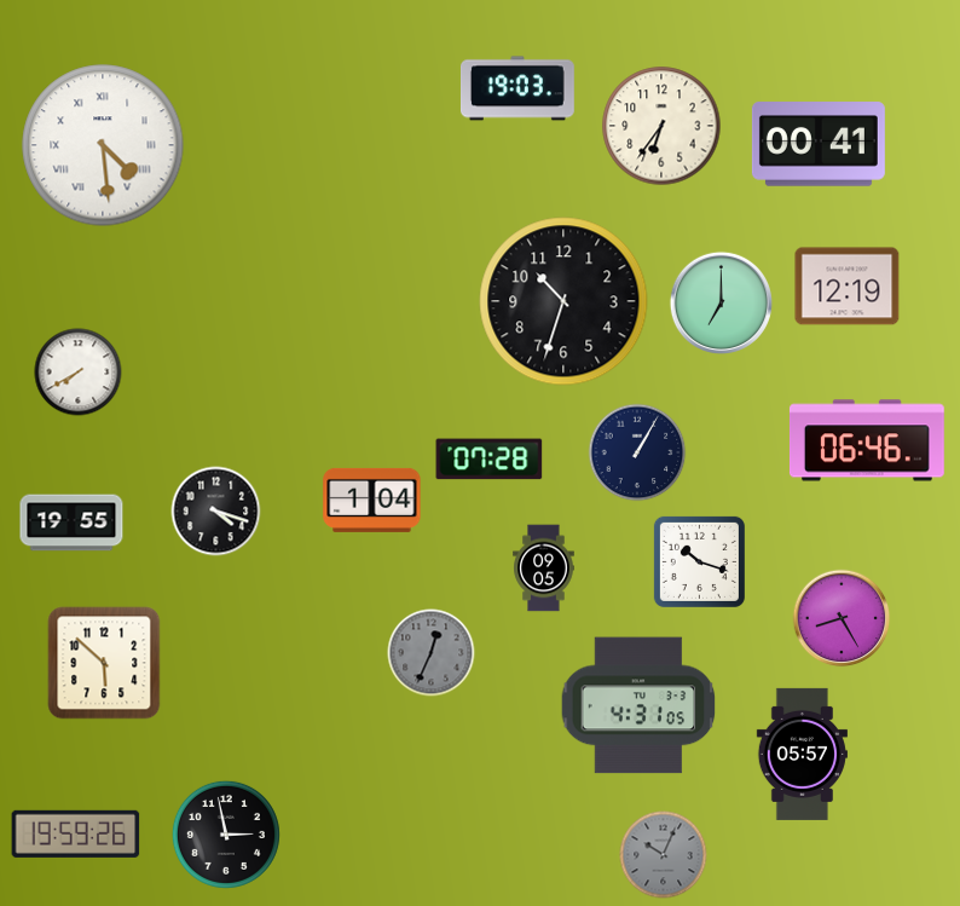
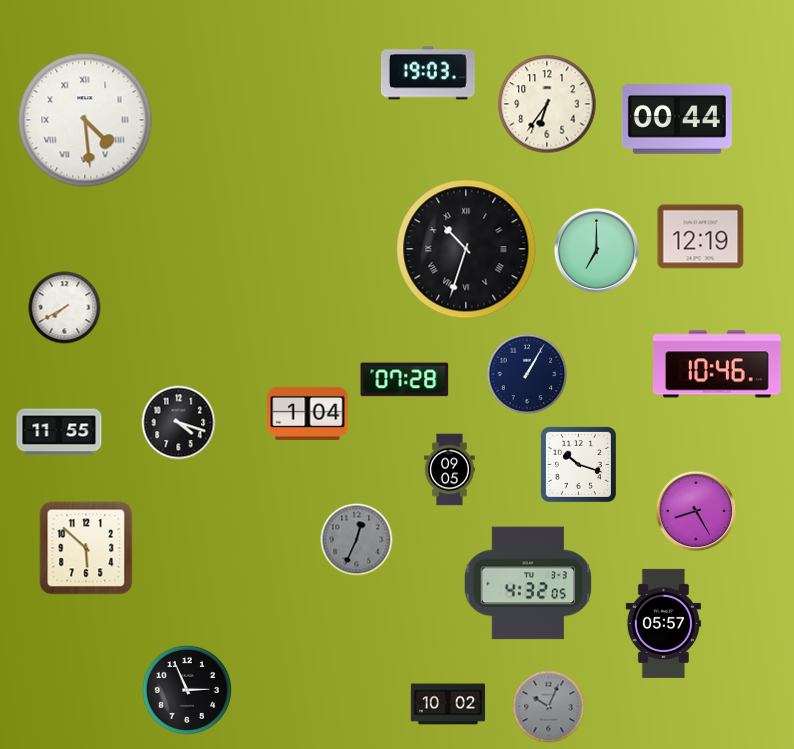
clock at (819, 144): 00:41 -> 00:44
clock at (563, 301) numerals: Arabic -> Roman
clock at (867, 440): 06:46 -> 10:46
clock at (71, 523): 19:55 -> 11:55
clock at (638, 705): 4:31 -> 4:32
clock at (76, 833): 19:59 -> none
clock at (226, 835): 2:58 -> 2:56
clock at (448, 704): none -> 10:02
